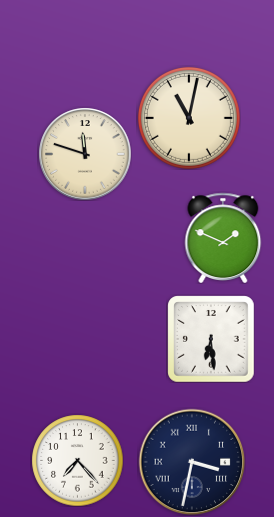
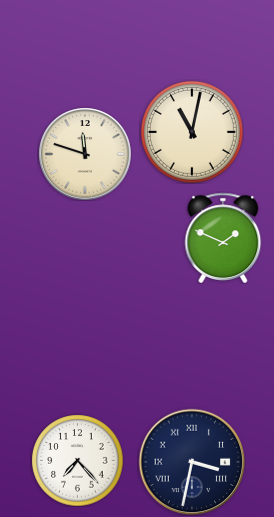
clock at (189, 118) position: (189, 118) -> (192, 132)
clock at (211, 339): 6:29 -> none
